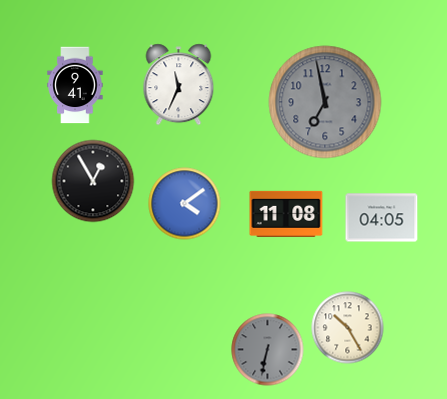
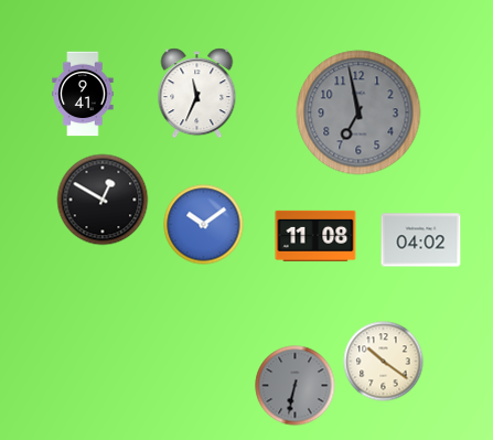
clock at (93, 181): 12:55 -> 12:50
clock at (185, 204): 4:09 -> 10:09
clock at (382, 218): 04:05 -> 04:02
clock at (348, 328): 10:25 -> 10:21
